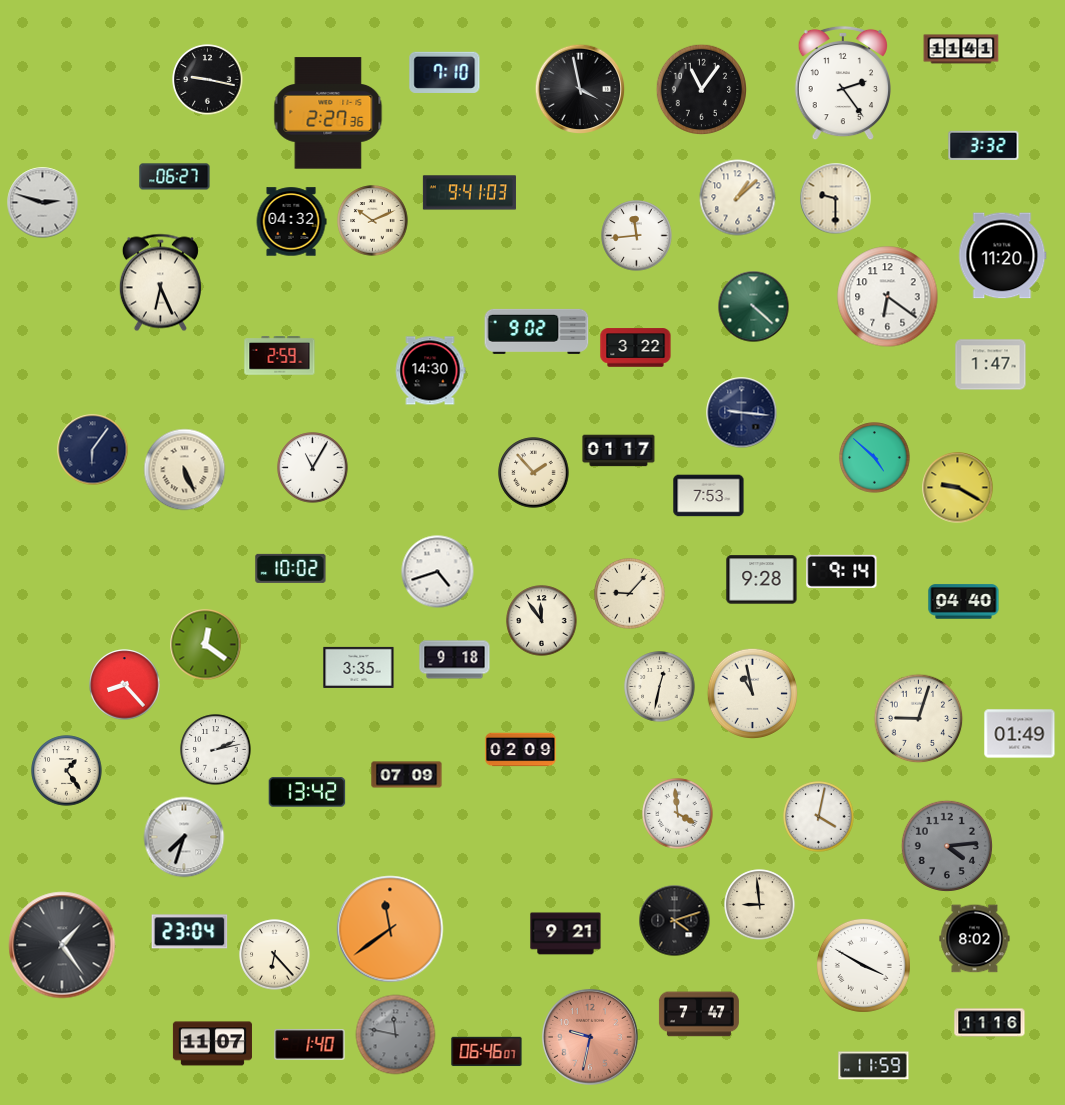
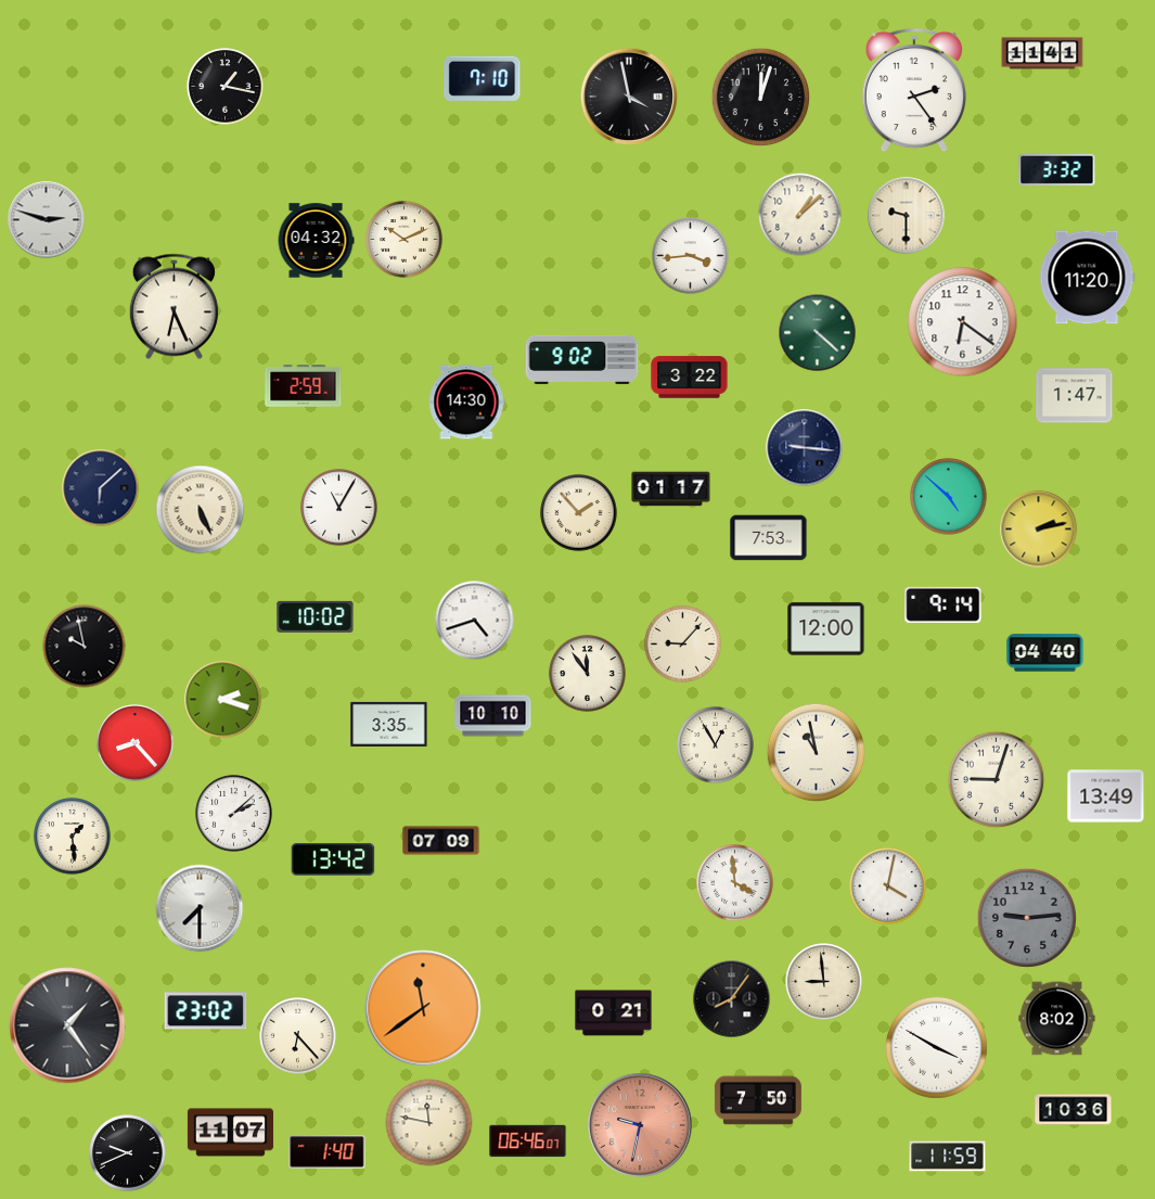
clock at (208, 80): 9:17 -> 1:17
clock at (701, 89): 11:06 -> 12:03
clock at (328, 113): 2:27 -> none
clock at (984, 145) position: (984, 145) -> (1057, 169)
clock at (175, 177): 06:27 -> none
clock at (469, 193): 9:41 -> none
clock at (637, 236): 11:44 -> 3:44
clock at (93, 450): 6:06 -> 6:08
clock at (958, 488): 9:20 -> 2:13
clock at (842, 571) position: (842, 571) -> (944, 604)
clock at (762, 580): 9:28 -> 12:00
clock at (85, 647): none -> 9:58
clock at (206, 645): 12:21 -> 2:18
clock at (455, 660): 9:18 -> 10:10
clock at (660, 687): 12:32 -> 12:55
clock at (1020, 734): 01:49 -> 13:49
clock at (216, 750): 2:13 -> 2:08
clock at (521, 750): 02:09 -> none
clock at (67, 771): 1:24 -> 1:29
clock at (184, 837): 7:33 -> 7:30
clock at (947, 846): 4:14 -> 9:14
clock at (675, 921): 4:12 -> 8:06
clock at (190, 932): 23:04 -> 23:02
clock at (566, 934): 9:21 -> 0:21
clock at (699, 1014): 7:47 -> 7:50
clock at (990, 1023): 11:16 -> 10:36
clock at (396, 1035) dial: grey -> cream
clock at (310, 1045) position: (310, 1045) -> (328, 1152)
clock at (128, 1153): none -> 9:41
